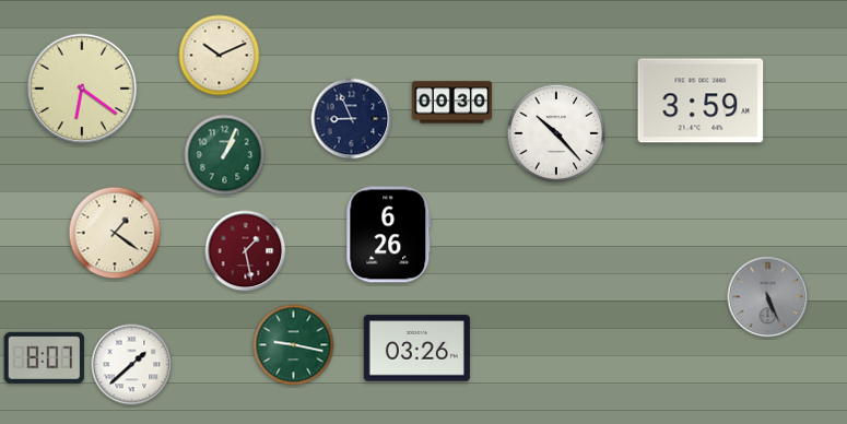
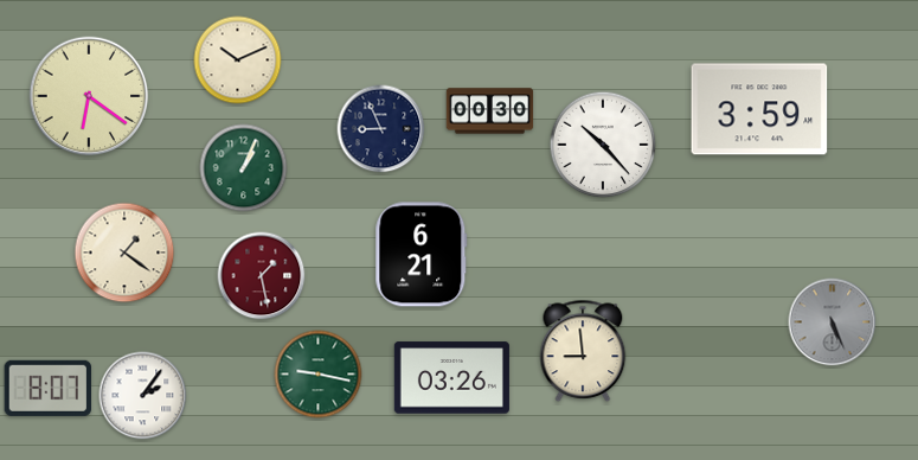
clock at (389, 235): 6:26 -> 6:21
clock at (246, 251) position: (246, 251) -> (262, 276)
clock at (583, 351): none -> 8:59
clock at (132, 365): 1:38 -> 2:06
